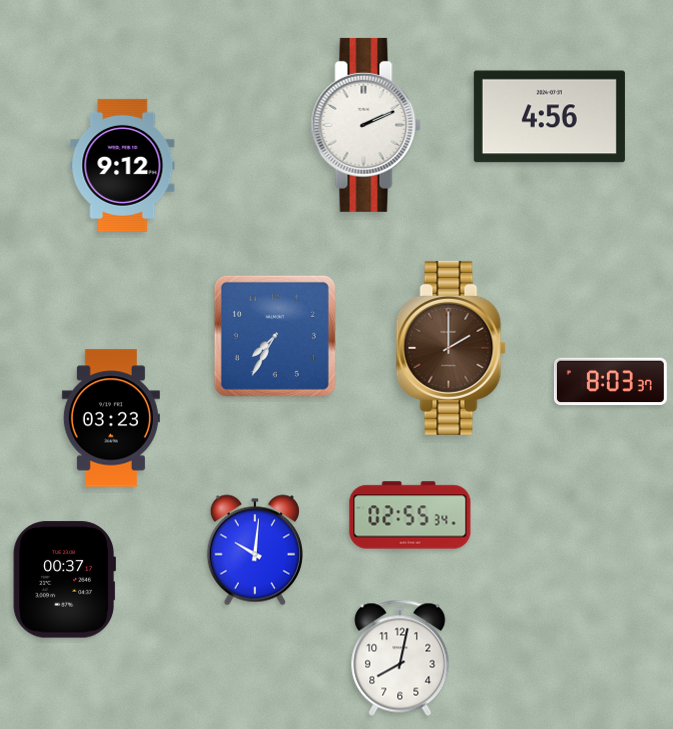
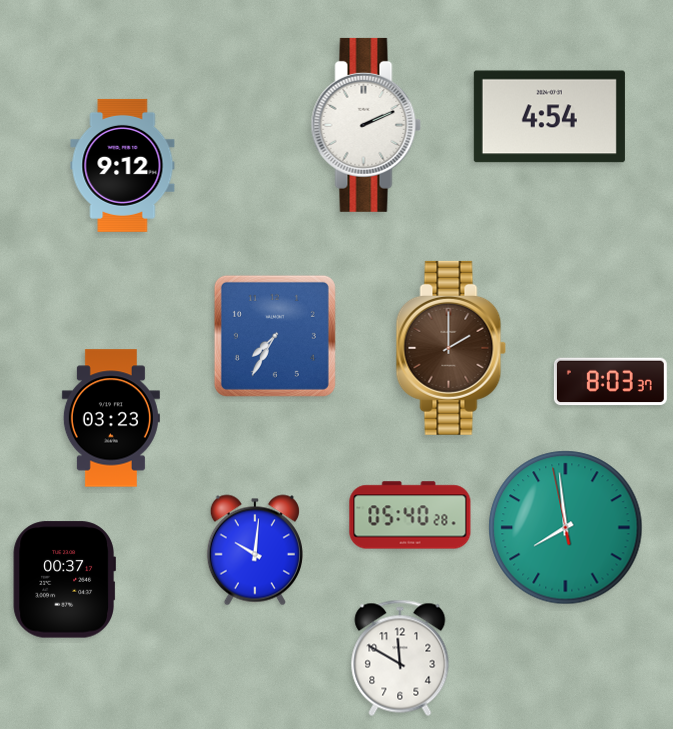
clock at (549, 117): 4:56 -> 4:54
clock at (410, 515): 02:55 -> 05:40
clock at (566, 528): none -> 7:58
clock at (400, 658): 8:02 -> 11:50
